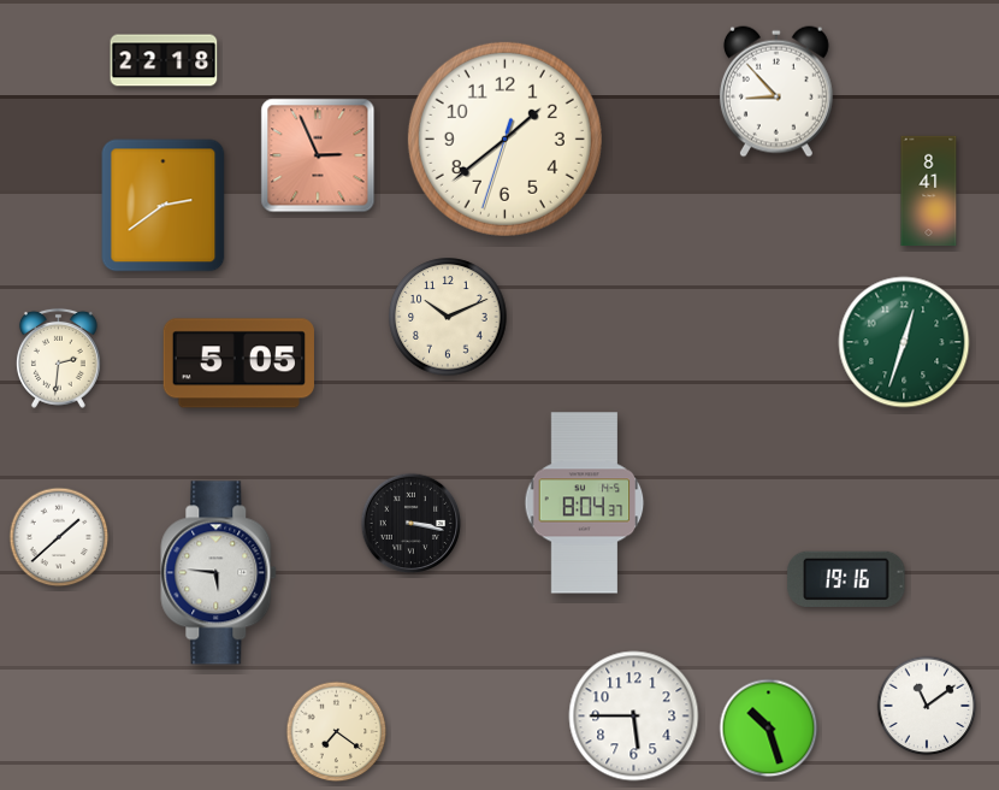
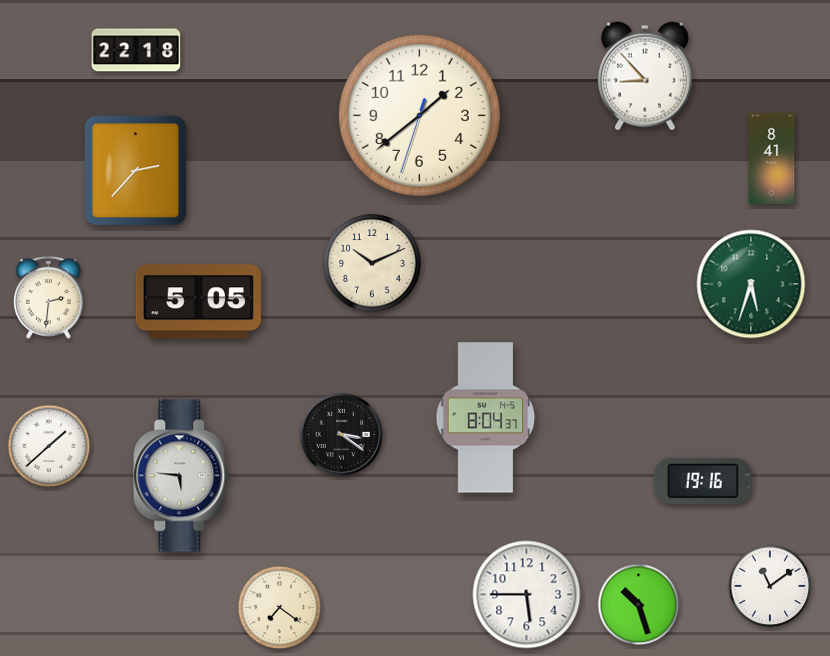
clock at (318, 155): 2:56 -> none
clock at (164, 206): 2:39 -> 2:37
clock at (904, 342): 12:33 -> 5:33
clock at (412, 524): 3:17 -> 3:21
